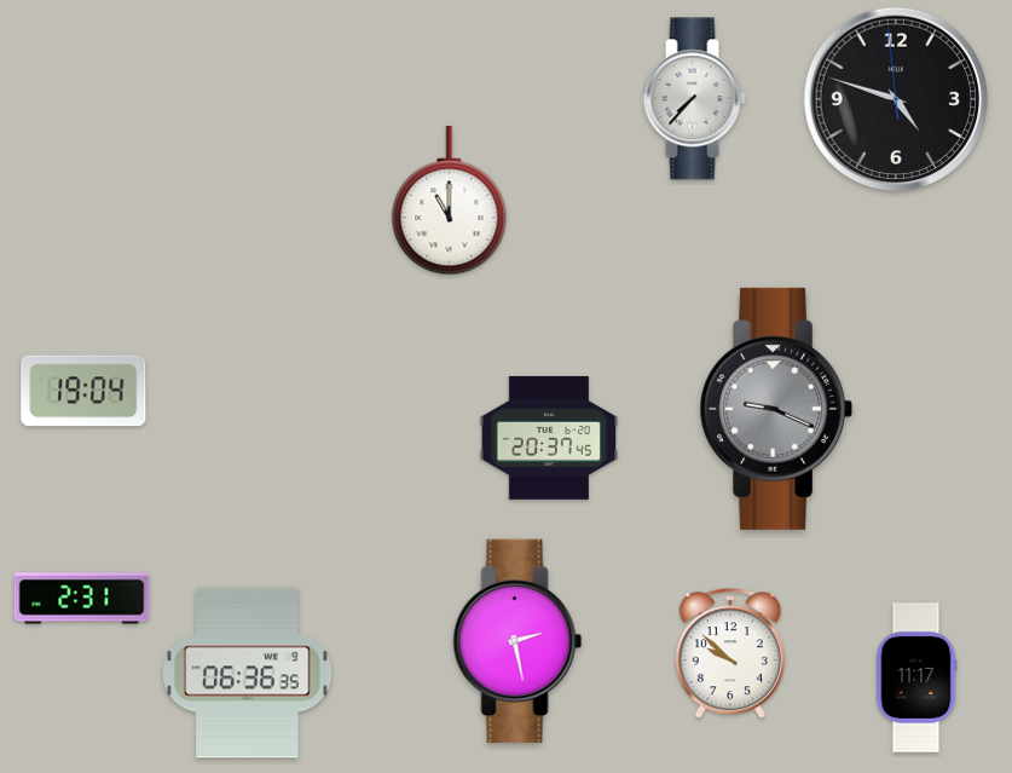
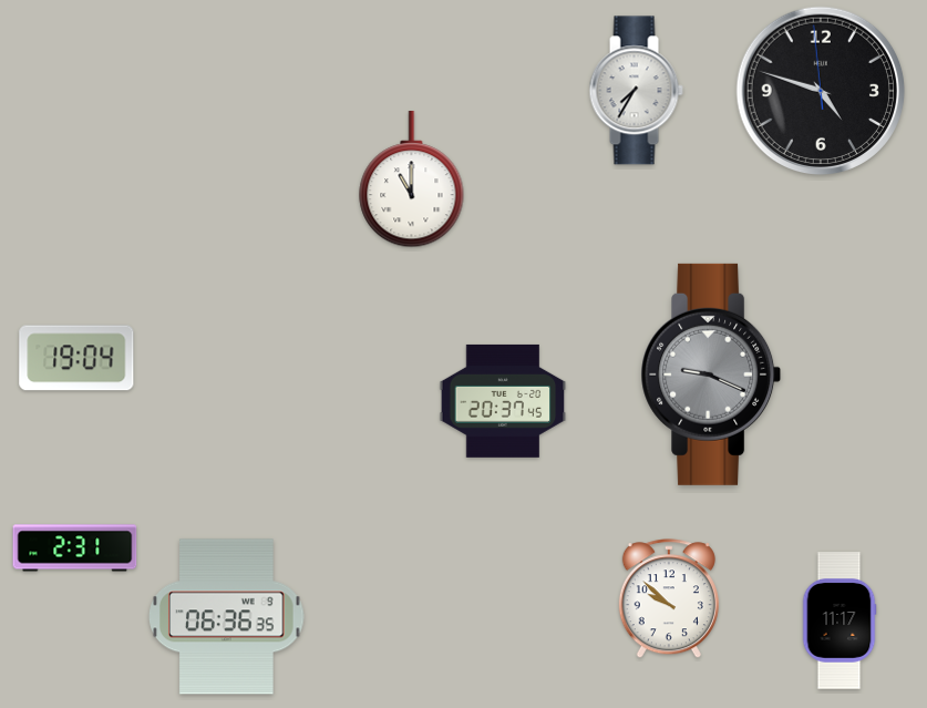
clock at (694, 99): 7:37 -> 7:35
clock at (450, 202) position: (450, 202) -> (412, 181)
clock at (517, 640): 2:28 -> none
